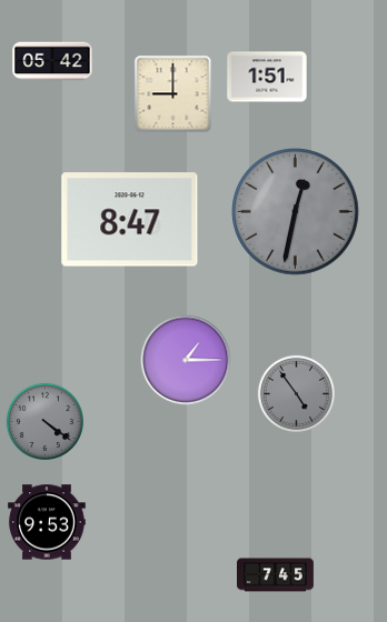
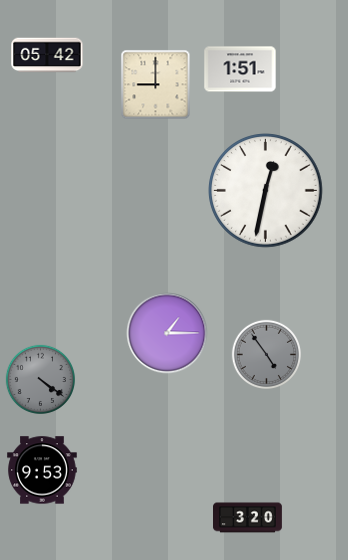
clock at (296, 212) dial: grey -> white
clock at (130, 220): 8:47 -> none
clock at (186, 360) position: (186, 360) -> (167, 333)
clock at (276, 575): 7:45 -> 3:20
